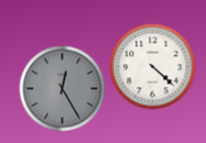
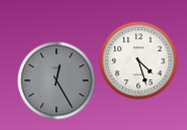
clock at (152, 66): 4:22 -> 4:27
